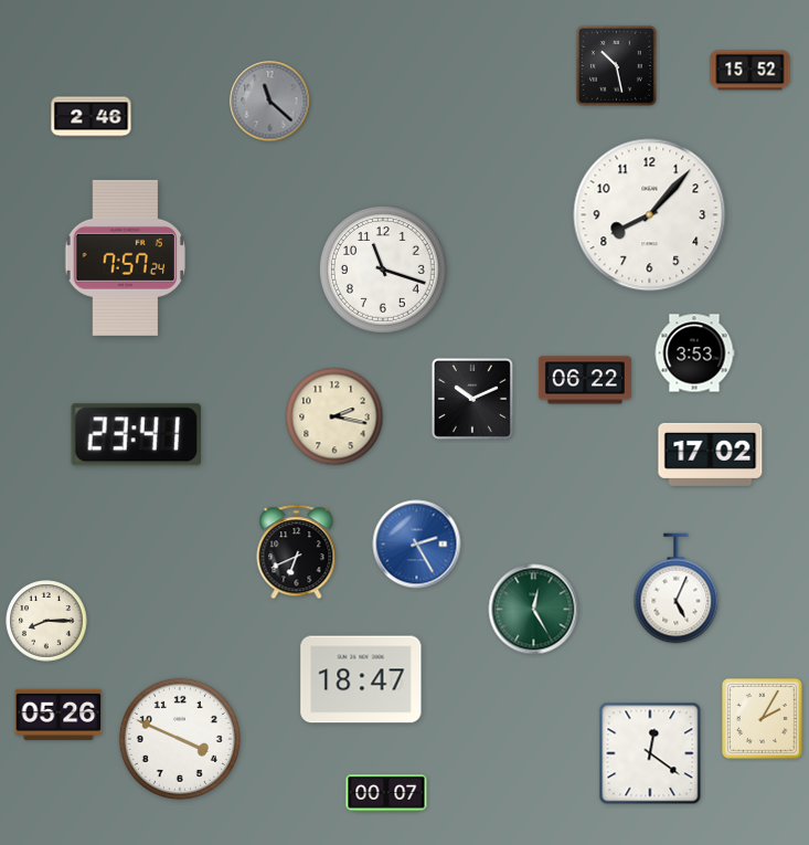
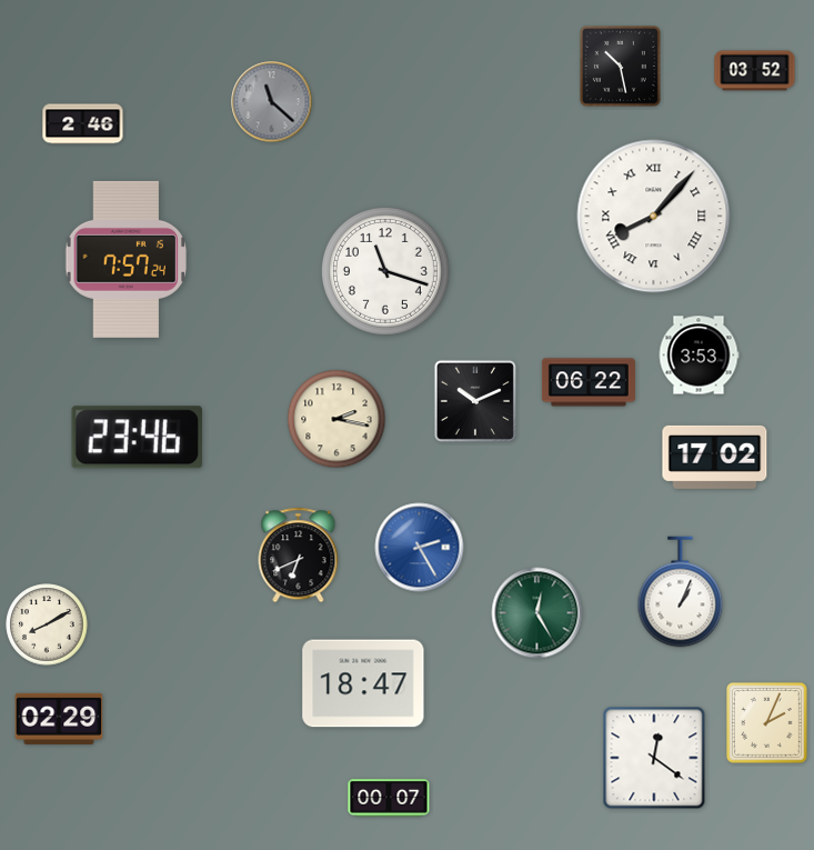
clock at (751, 71): 15:52 -> 03:52
clock at (92, 117) position: (92, 117) -> (83, 124)
clock at (650, 215) numerals: Arabic -> Roman
clock at (136, 435): 23:41 -> 23:46
clock at (677, 589): 5:04 -> 1:04
clock at (46, 621): 8:15 -> 8:10
clock at (58, 715): 05:26 -> 02:29
clock at (762, 718): 2:05 -> 2:04
clock at (180, 739): 3:49 -> none
